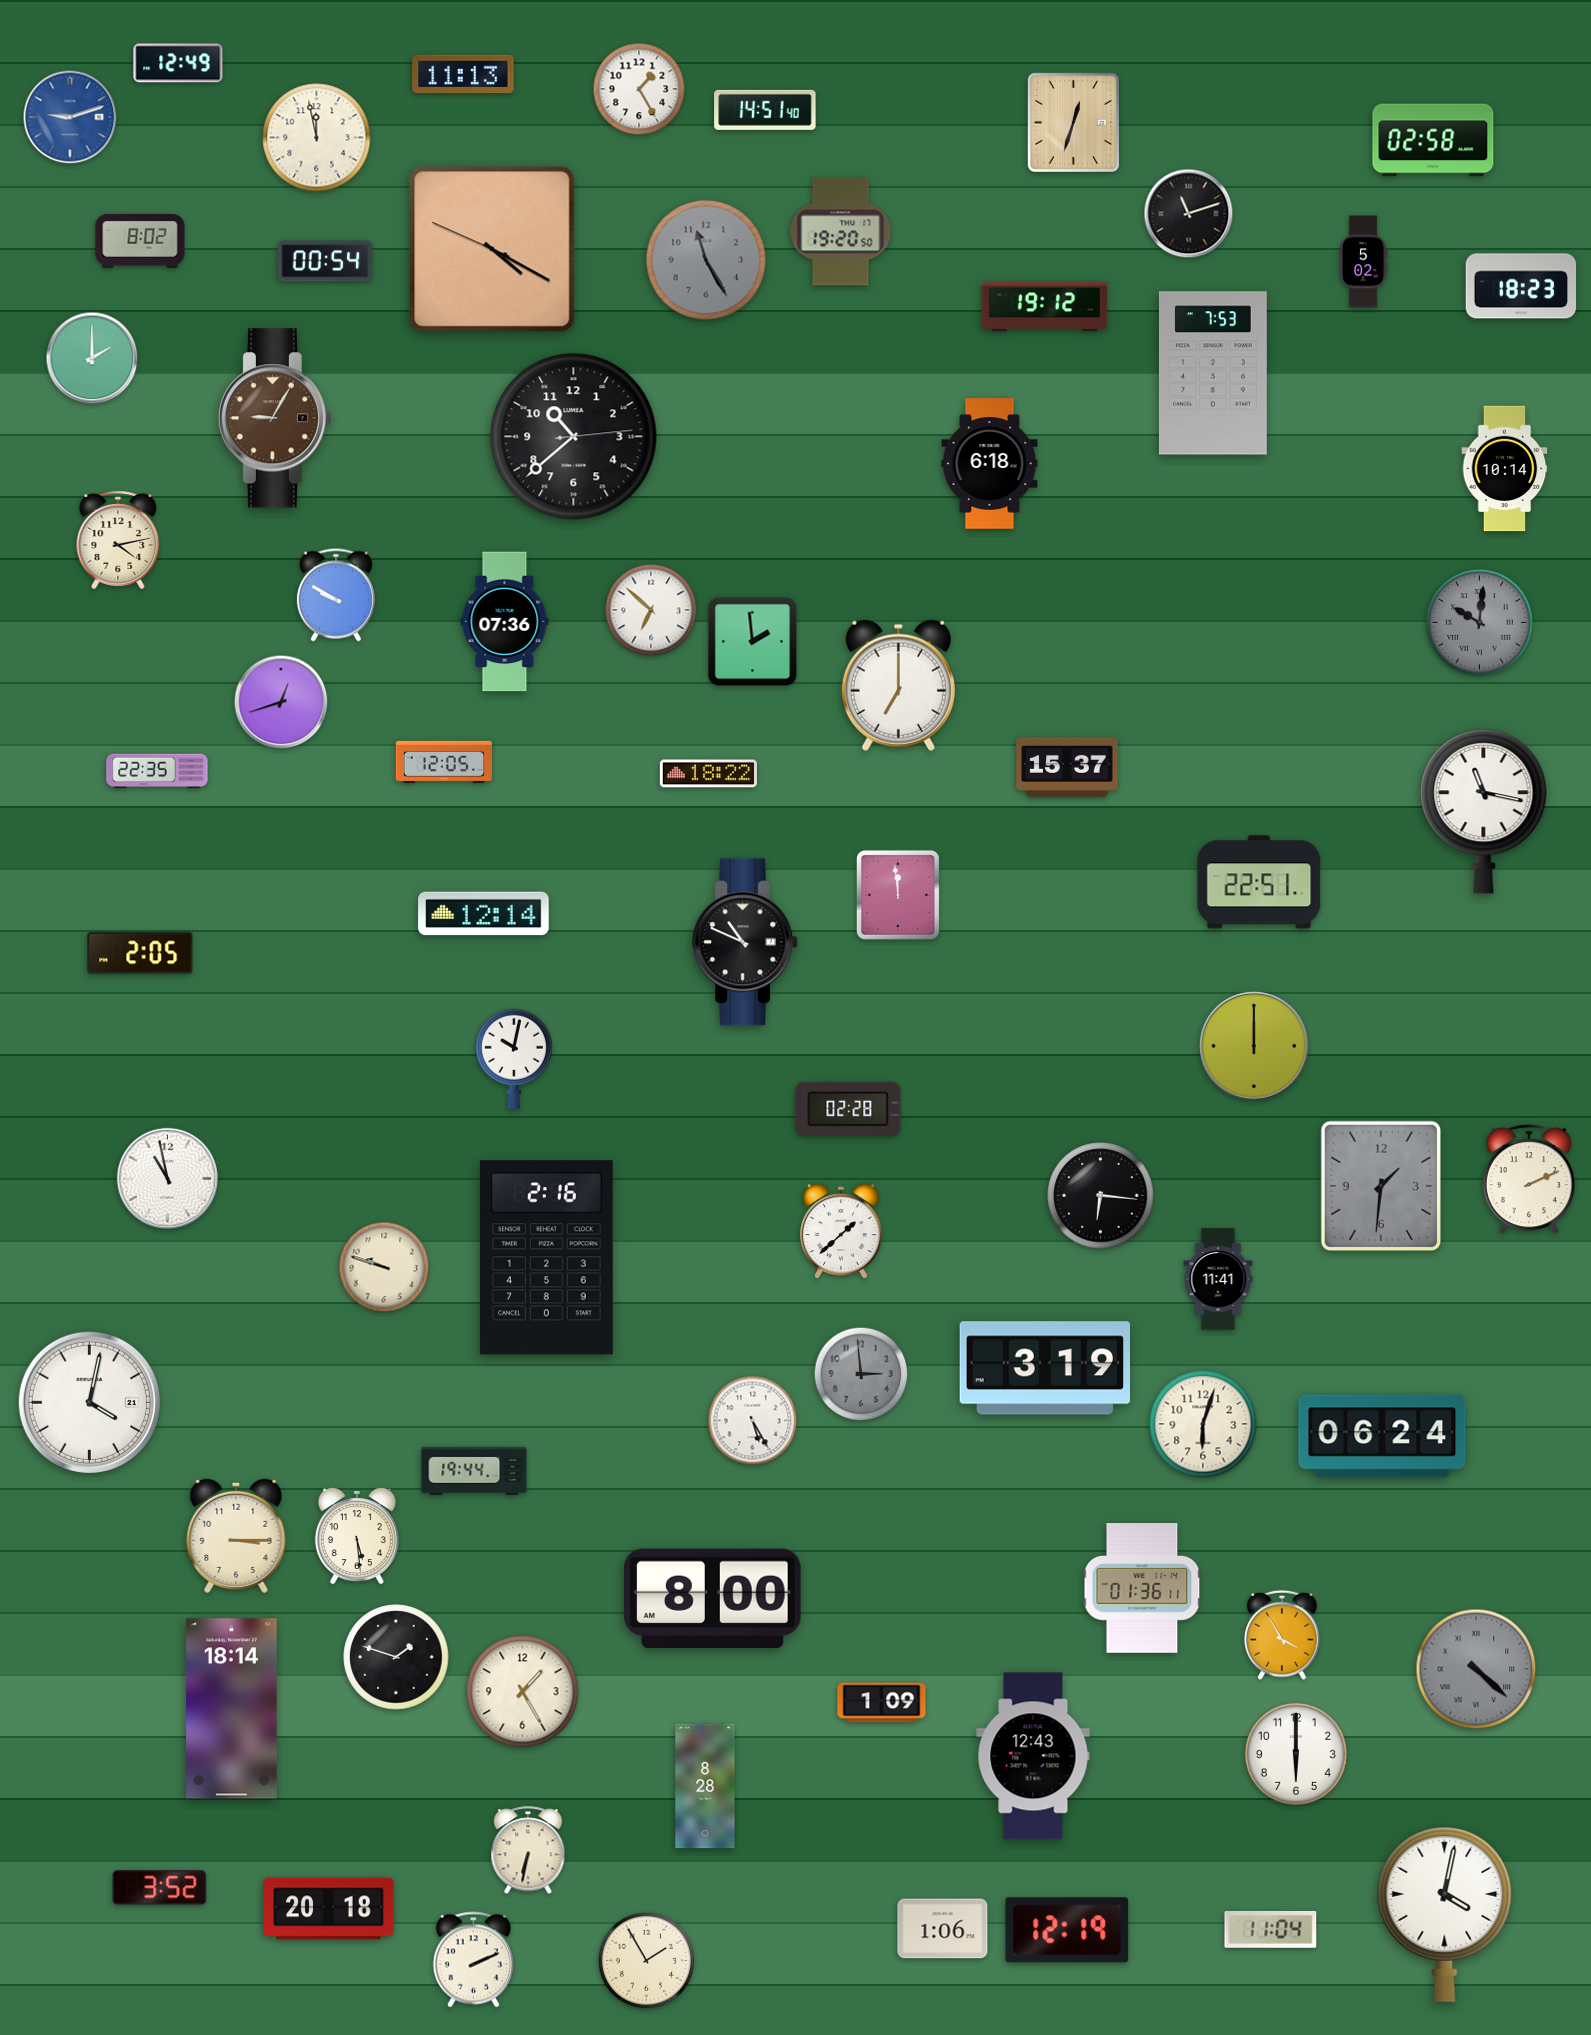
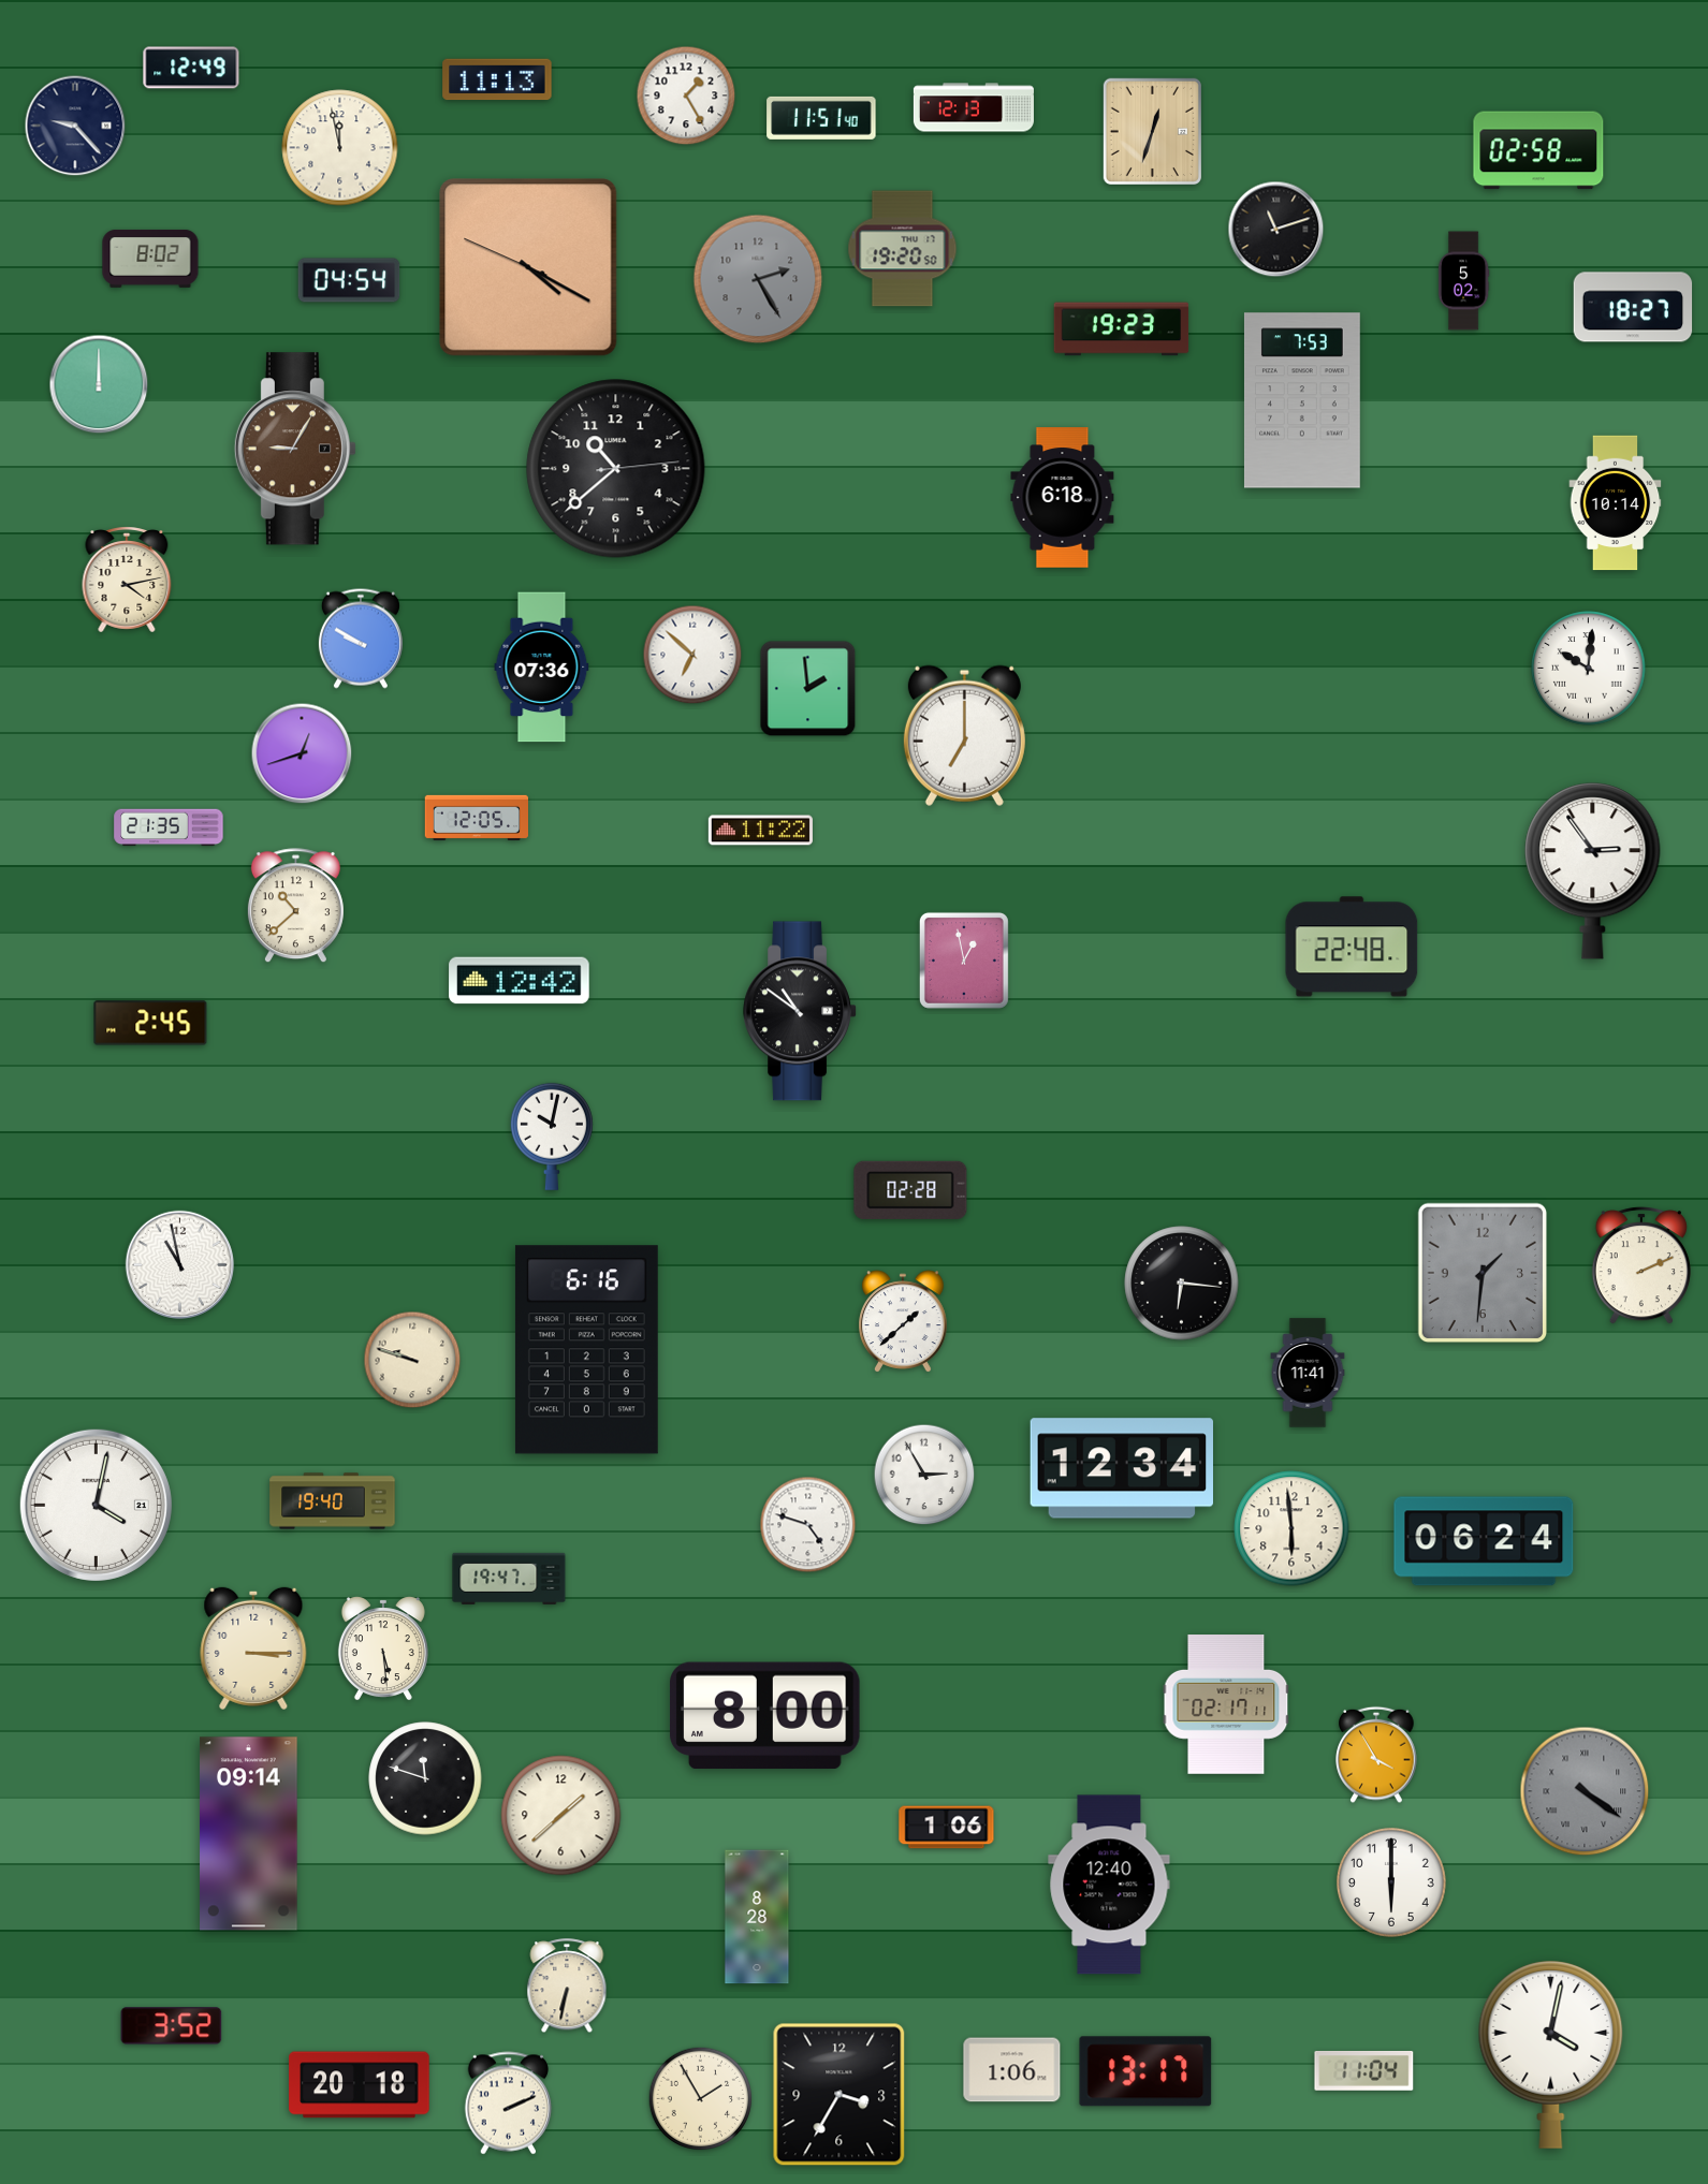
clock at (974, 107): none -> 12:13
clock at (765, 110): 14:51 -> 11:51
clock at (70, 117): 9:12 -> 9:23
clock at (70, 117) dial: blue -> navy
clock at (706, 260): 11:25 -> 2:25
clock at (325, 261): 00:54 -> 04:54
clock at (1521, 286): 18:23 -> 18:27
clock at (1045, 307): 19:12 -> 19:23
clock at (92, 358): 2:00 -> 12:00
clock at (651, 610) position: (651, 610) -> (692, 655)
clock at (1480, 623) dial: grey -> white
clock at (1067, 768): 15:37 -> none
clock at (157, 771): 22:35 -> 21:35
clock at (708, 774): 18:22 -> 11:22
clock at (1484, 812): 11:17 -> 2:54
clock at (295, 906): none -> 10:38
clock at (1259, 882): 22:51 -> 22:48
clock at (898, 895): 11:59 -> 12:58
clock at (484, 914): 12:14 -> 12:42
clock at (745, 942): 10:49 -> 10:51
clock at (140, 953): 2:05 -> 2:45
clock at (1255, 1047): 12:00 -> none
clock at (546, 1258): 2:16 -> 6:16
clock at (1044, 1368): 3:19 -> 12:34
clock at (861, 1374): 2:59 -> 2:55
clock at (861, 1374) dial: grey -> white
clock at (333, 1501): none -> 19:40
clock at (753, 1421): 5:25 -> 4:48
clock at (1203, 1424): 6:03 -> 5:59
clock at (474, 1471): 19:44 -> 19:47
clock at (1142, 1589): 01:36 -> 02:17
clock at (396, 1657): 1:48 -> 11:48
clock at (1476, 1669): 4:22 -> 4:21
clock at (523, 1692): 1:25 -> 1:38
clock at (882, 1703): 1:09 -> 1:06
clock at (232, 1709): 18:14 -> 09:14
clock at (1033, 1756): 12:43 -> 12:40
clock at (329, 1909) position: (329, 1909) -> (360, 2085)
clock at (1067, 1930): 12:19 -> 13:17
clock at (840, 2095): none -> 3:35
clock at (647, 1961) position: (647, 1961) -> (701, 2099)
